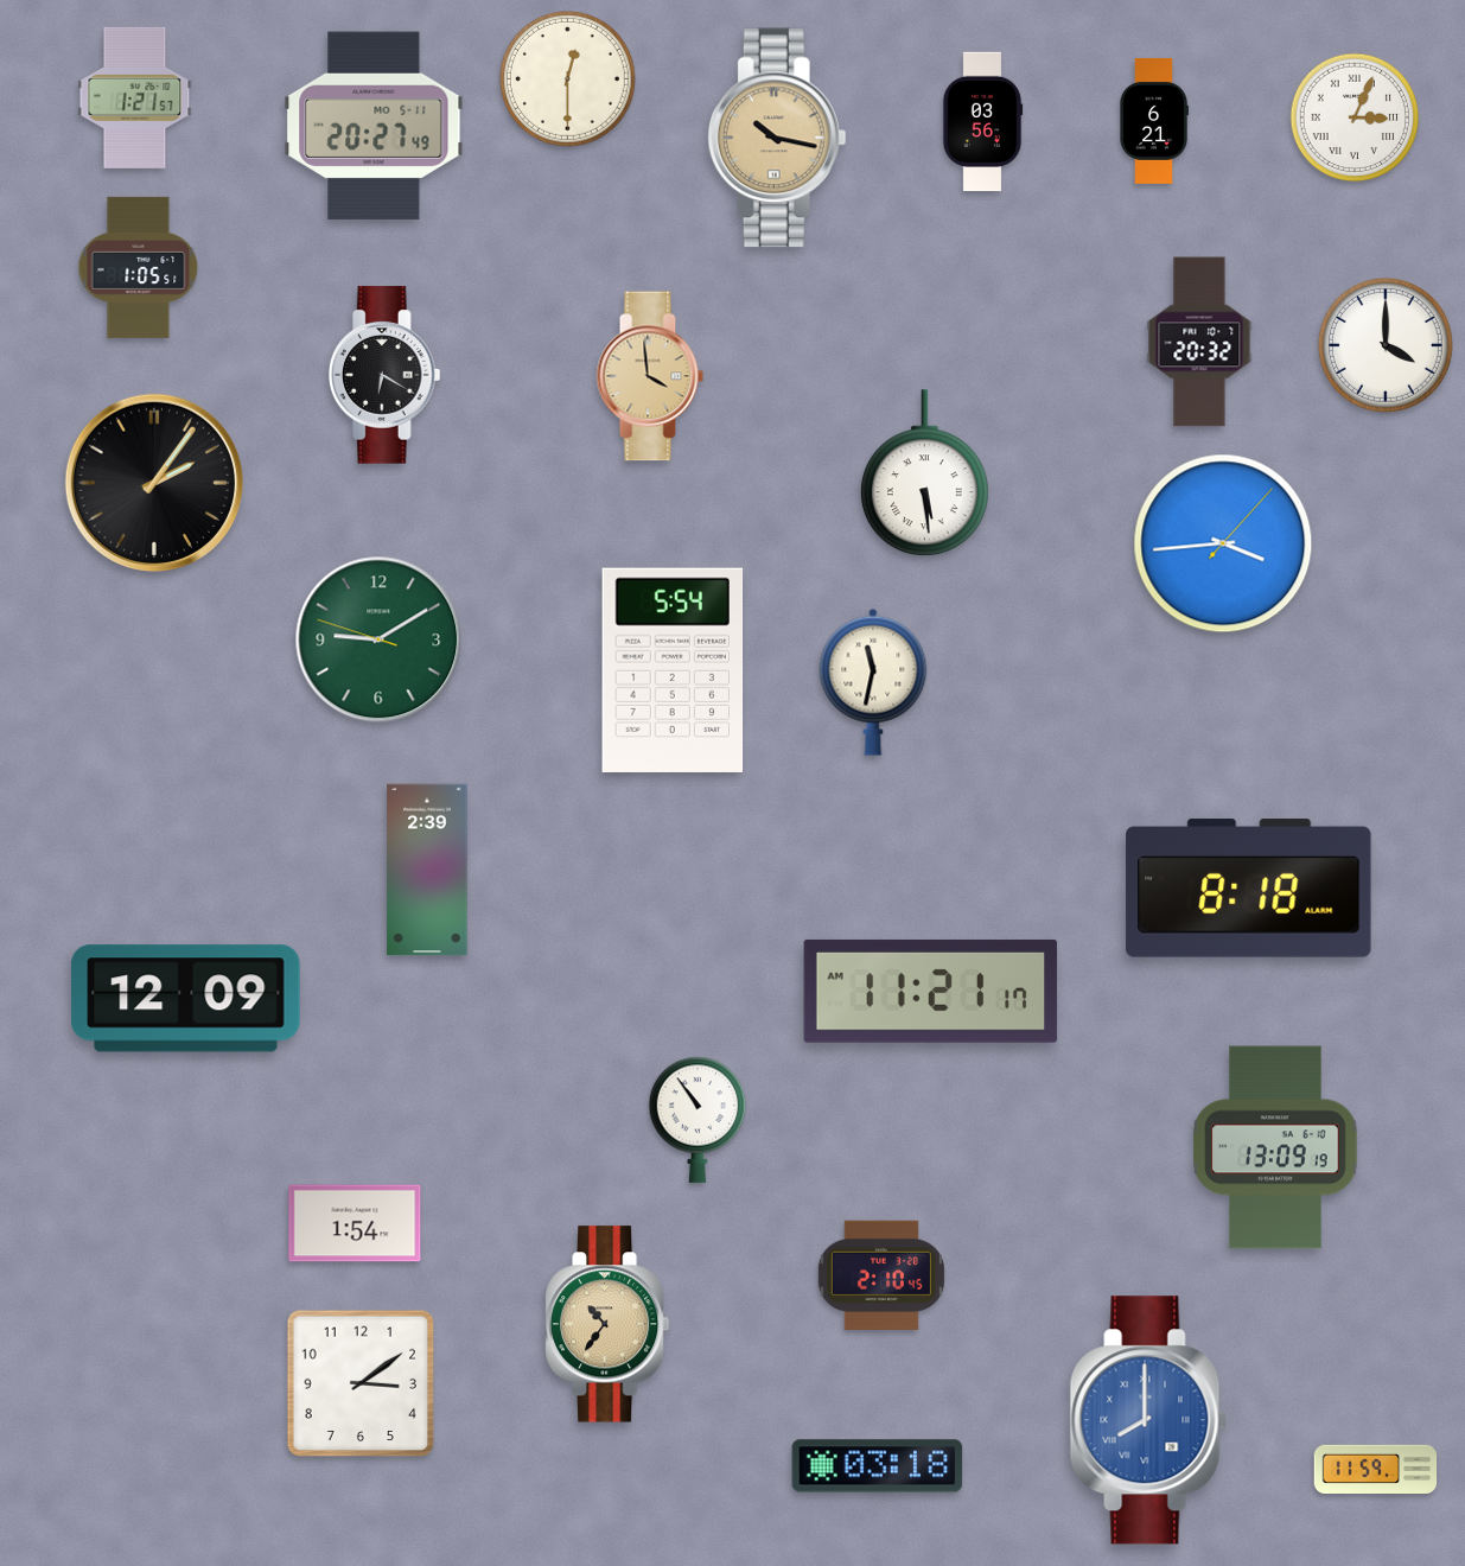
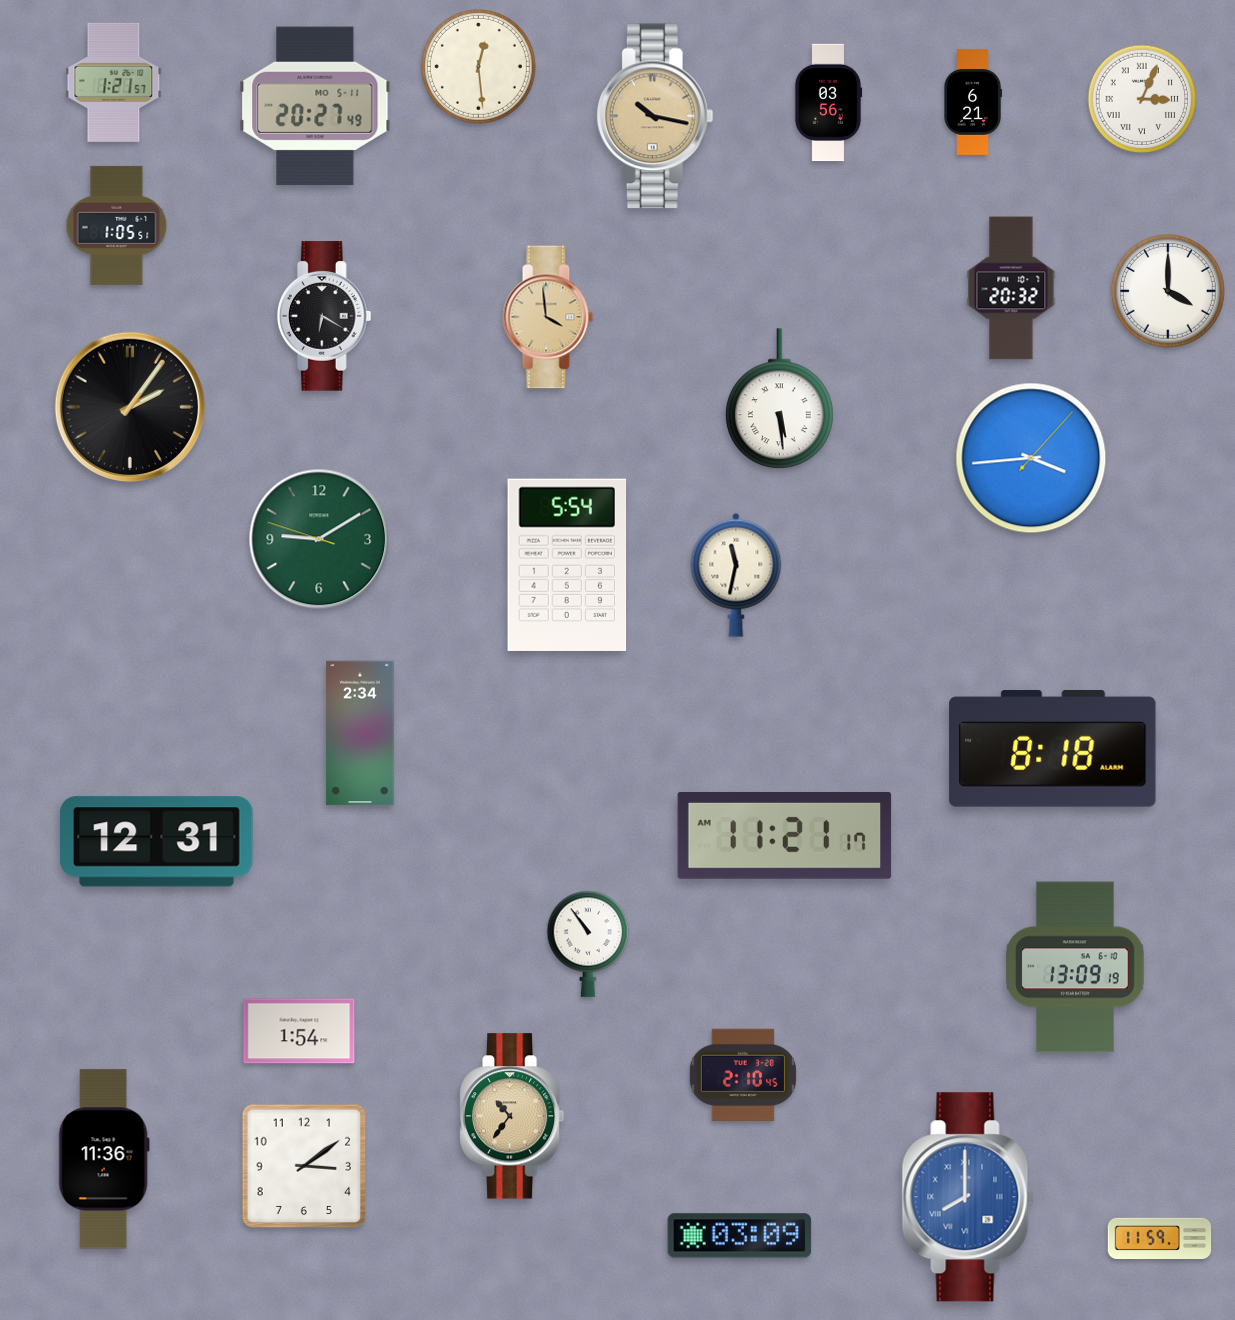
clock at (567, 78): 12:30 -> 12:29
clock at (427, 870): 2:39 -> 2:34
clock at (186, 999): 12:09 -> 12:31
clock at (104, 1159): none -> 11:36
clock at (878, 1466): 03:18 -> 03:09
